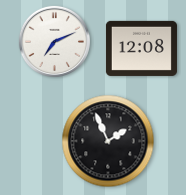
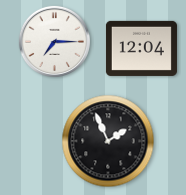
clock at (54, 41): 7:11 -> 7:15
clock at (141, 48): 12:08 -> 12:04
